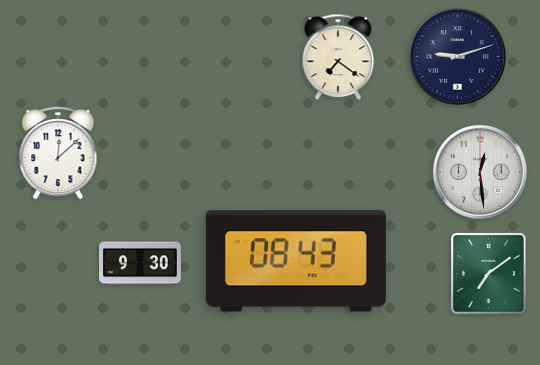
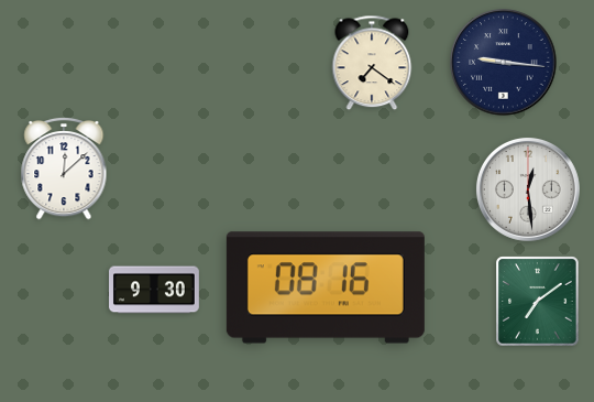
clock at (458, 57): 9:12 -> 9:16
clock at (296, 261): 08:43 -> 08:16
